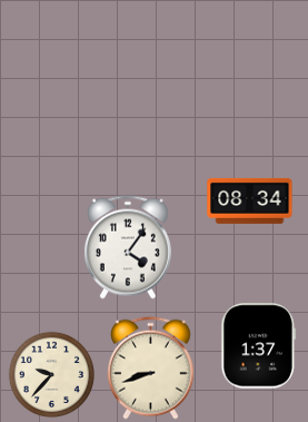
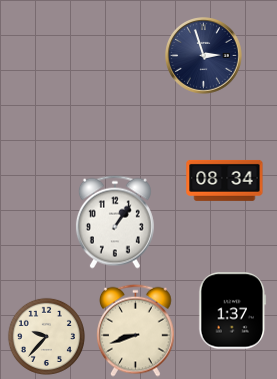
clock at (204, 56): none -> 2:57
clock at (128, 247): 4:06 -> 1:06
